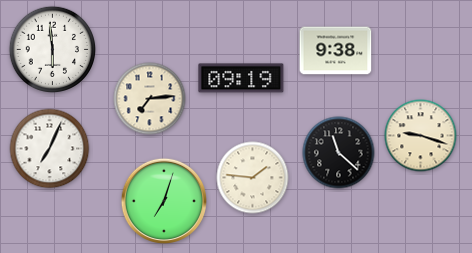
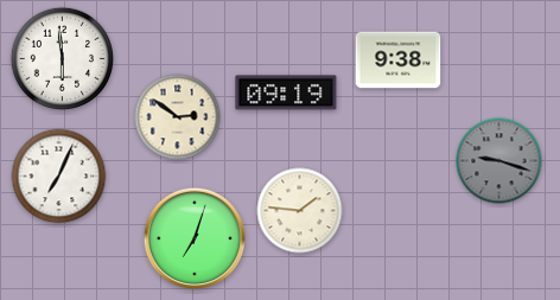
clock at (150, 99): 7:14 -> 2:51
clock at (421, 136) dial: cream -> grey
clock at (339, 153): 11:22 -> none
